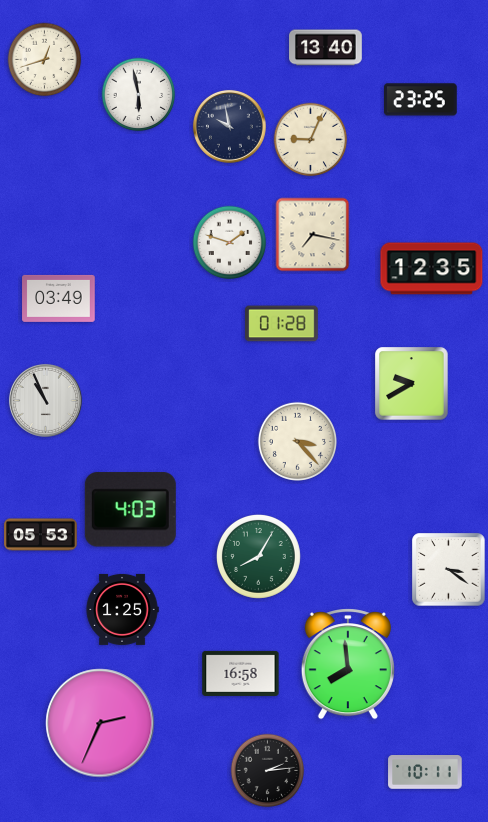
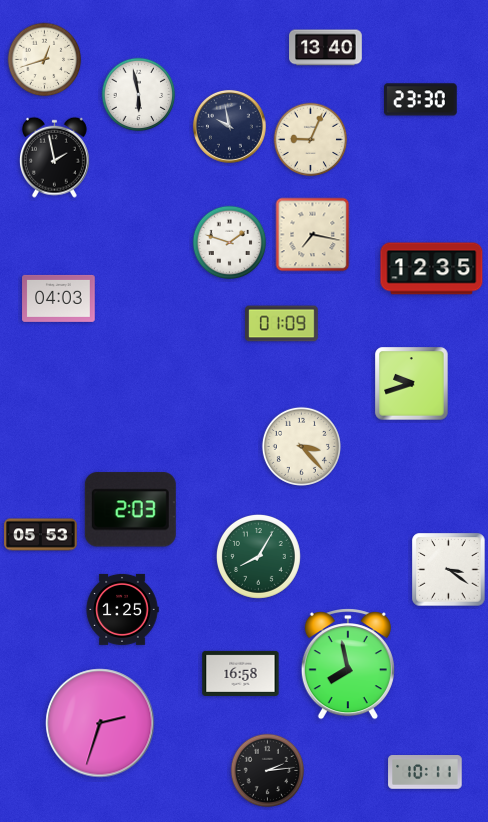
clock at (421, 100): 23:25 -> 23:30
clock at (54, 157): none -> 1:58
clock at (59, 298): 03:49 -> 04:03
clock at (282, 324): 01:28 -> 01:09
clock at (412, 384): 9:40 -> 9:42
clock at (45, 400): 10:56 -> none
clock at (297, 441) position: (297, 441) -> (301, 446)
clock at (130, 510): 4:03 -> 2:03
clock at (348, 664): 7:59 -> 7:58
clock at (100, 723): 2:34 -> 2:33
